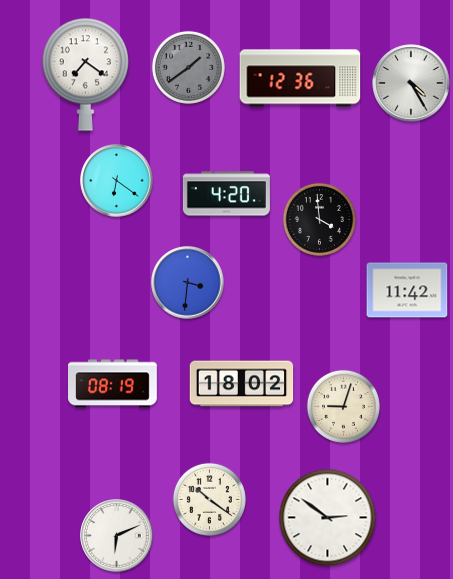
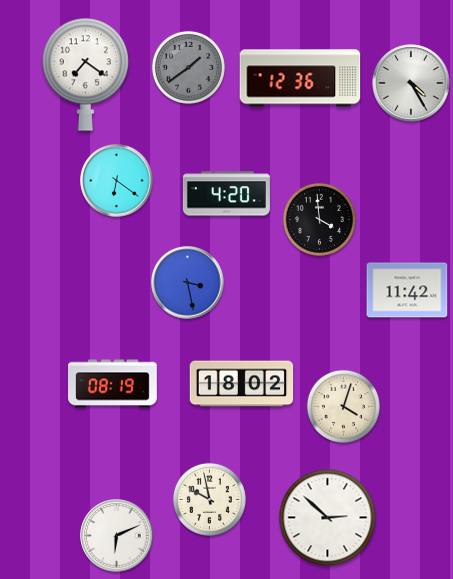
clock at (188, 283): 3:31 -> 3:28
clock at (343, 406): 9:03 -> 4:03
clock at (209, 499): 10:21 -> 9:58
clock at (328, 518): 2:51 -> 2:52
